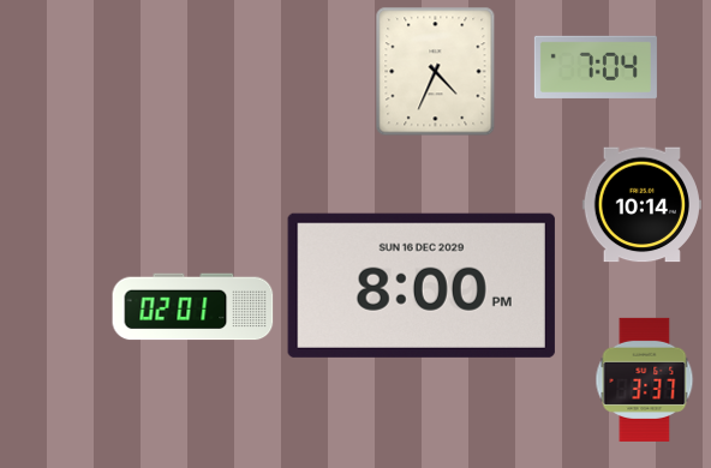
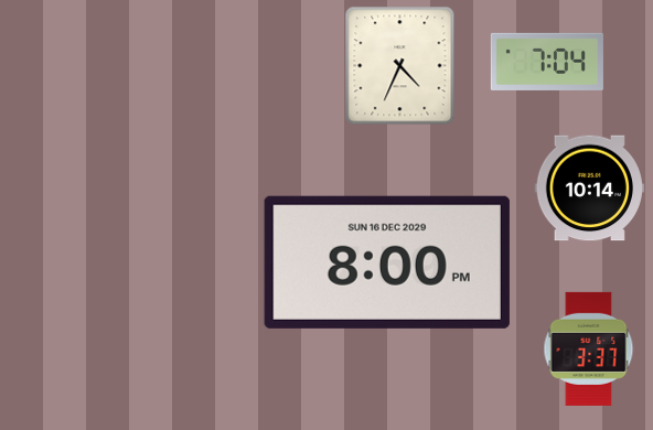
clock at (193, 307): 02:01 -> none
clock at (645, 379) position: (645, 379) -> (589, 348)
